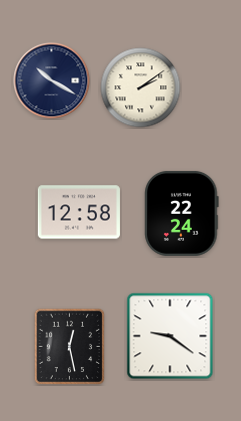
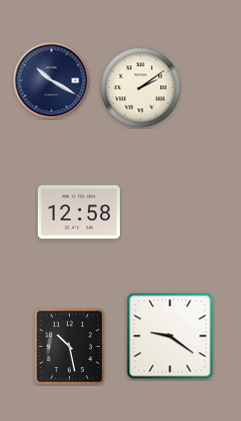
clock at (182, 213): 22:24 -> none
clock at (70, 346): 12:28 -> 10:28
